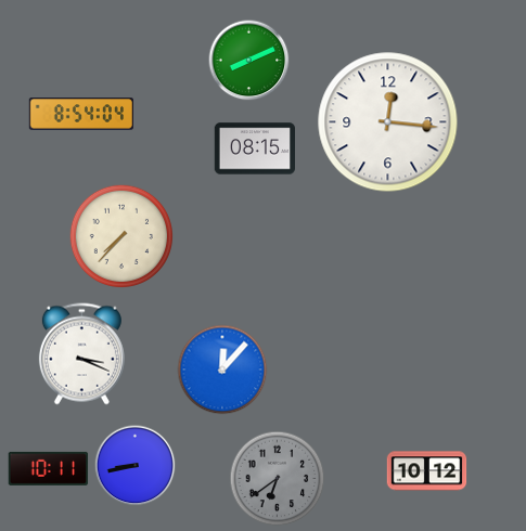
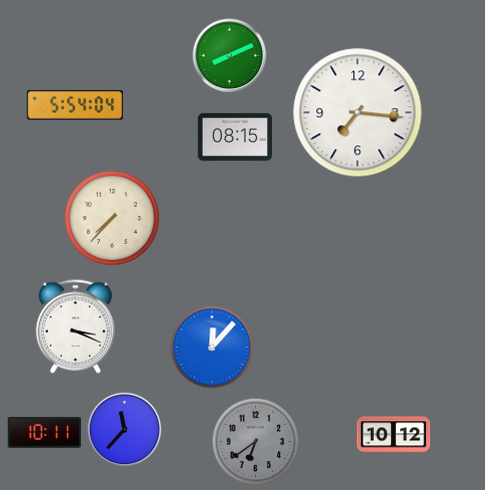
clock at (80, 114): 8:54 -> 5:54
clock at (388, 122): 12:16 -> 7:16
clock at (222, 370) position: (222, 370) -> (212, 347)
clock at (136, 466): 8:43 -> 11:37
